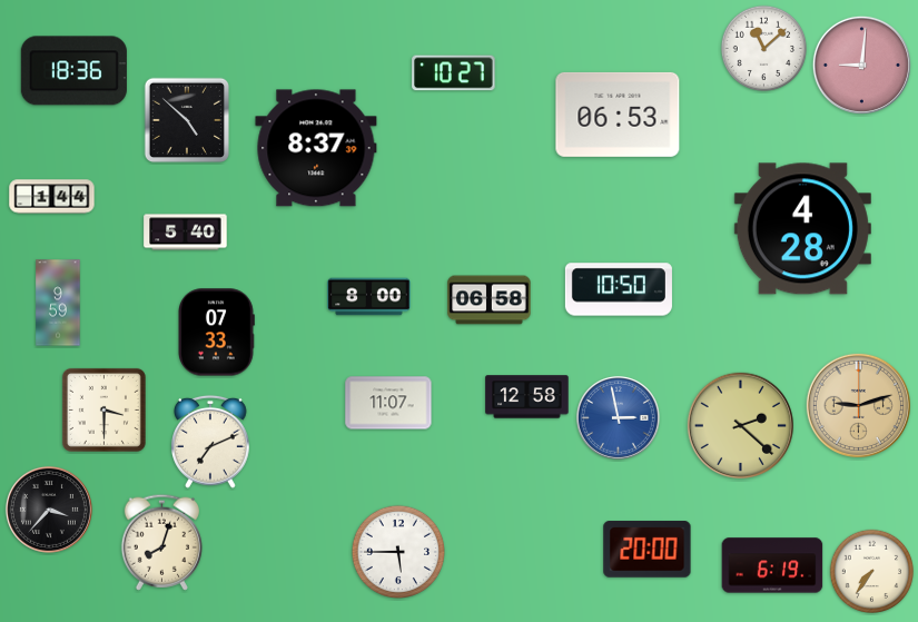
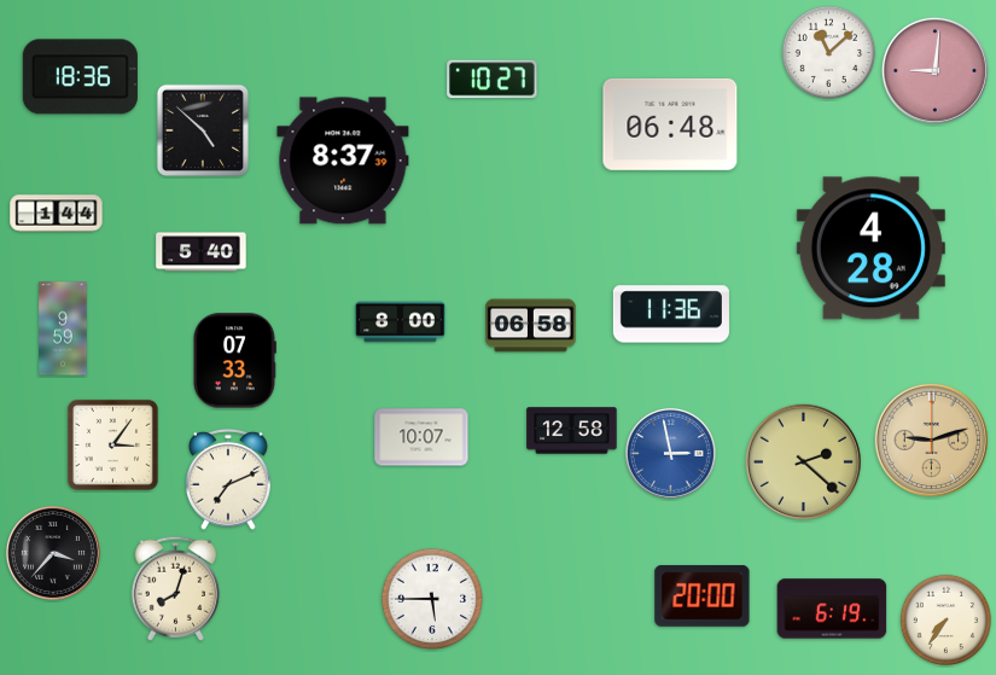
clock at (618, 115): 06:53 -> 06:48
clock at (619, 289): 10:50 -> 11:36
clock at (388, 403): 11:07 -> 10:07
clock at (103, 409): 3:30 -> 3:06
clock at (772, 565) position: (772, 565) -> (832, 609)
